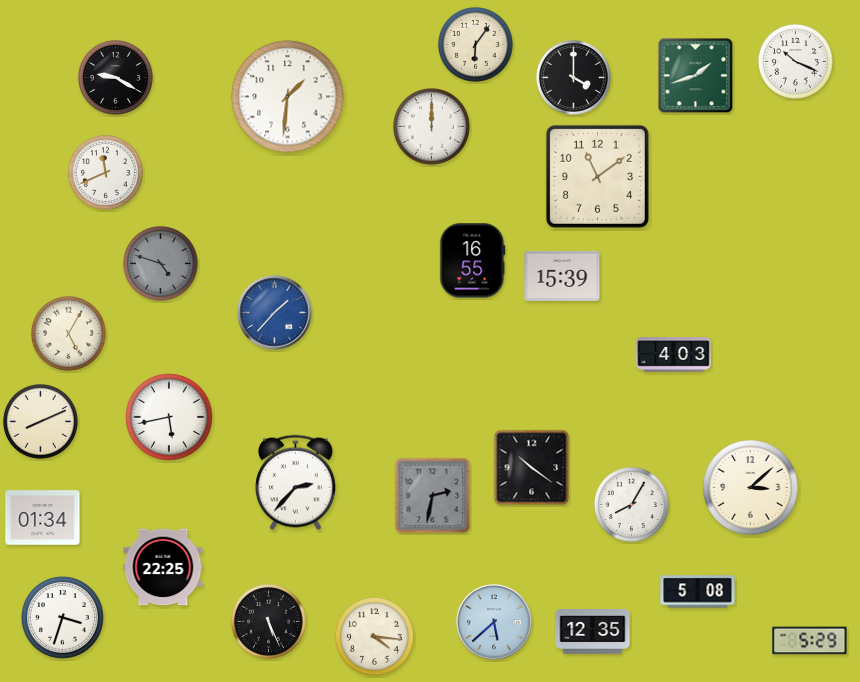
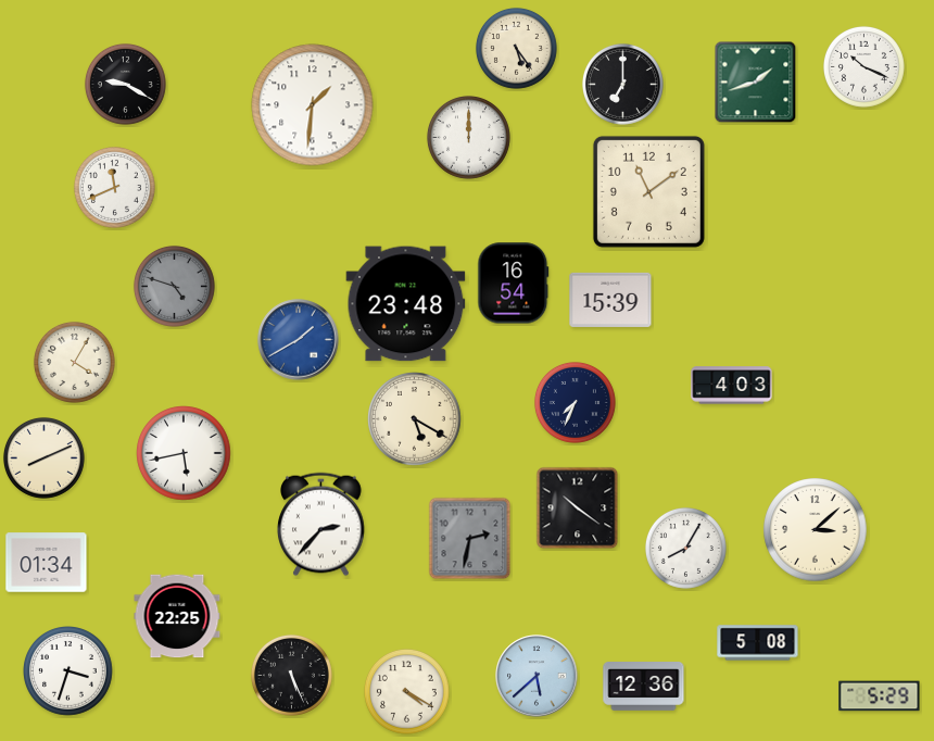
clock at (475, 44): 6:06 -> 5:24
clock at (573, 77): 4:00 -> 7:00
clock at (473, 261): 16:55 -> 16:54
clock at (406, 304): none -> 23:48
clock at (275, 313): 1:37 -> 1:40
clock at (68, 333): 5:05 -> 4:05
clock at (575, 402): none -> 7:34
clock at (415, 419): none -> 5:20
clock at (593, 632): 12:35 -> 12:36
clock at (375, 637): 4:16 -> 4:20
